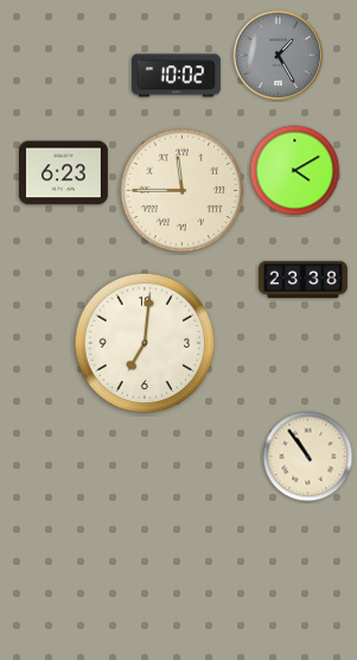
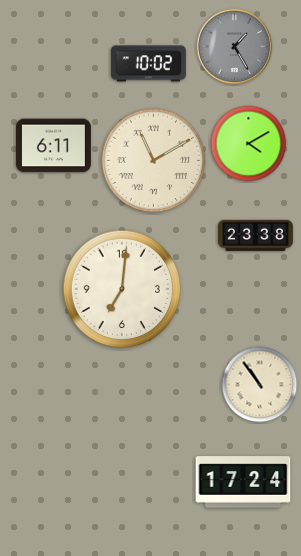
clock at (63, 173): 6:23 -> 6:11
clock at (183, 191): 11:45 -> 11:10
clock at (243, 482): none -> 17:24
